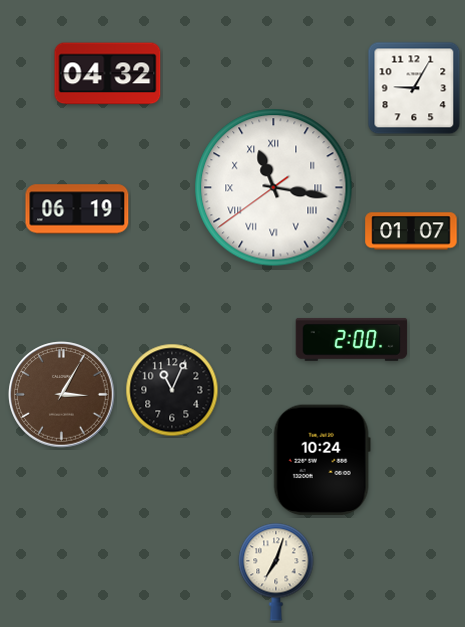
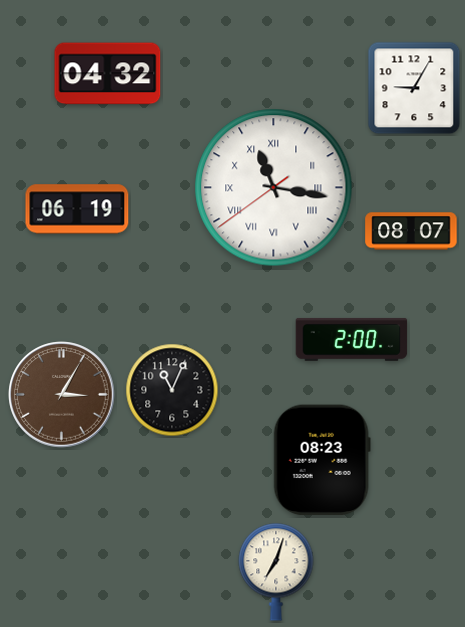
clock at (411, 231): 01:07 -> 08:07
clock at (322, 460): 10:24 -> 08:23
